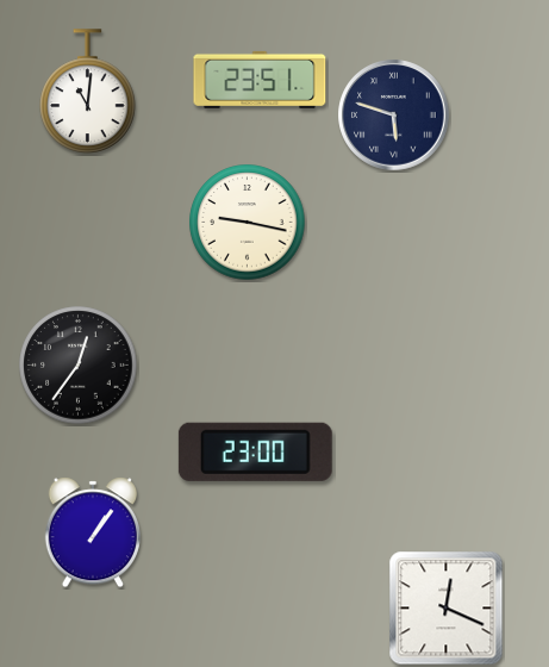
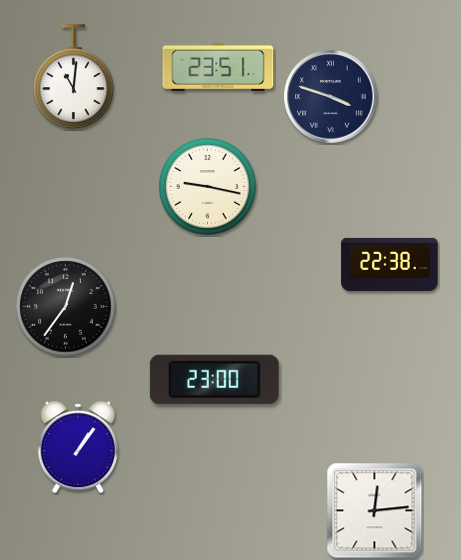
clock at (394, 116): 5:48 -> 3:48
clock at (390, 264): none -> 22:38
clock at (447, 609): 12:19 -> 12:14
